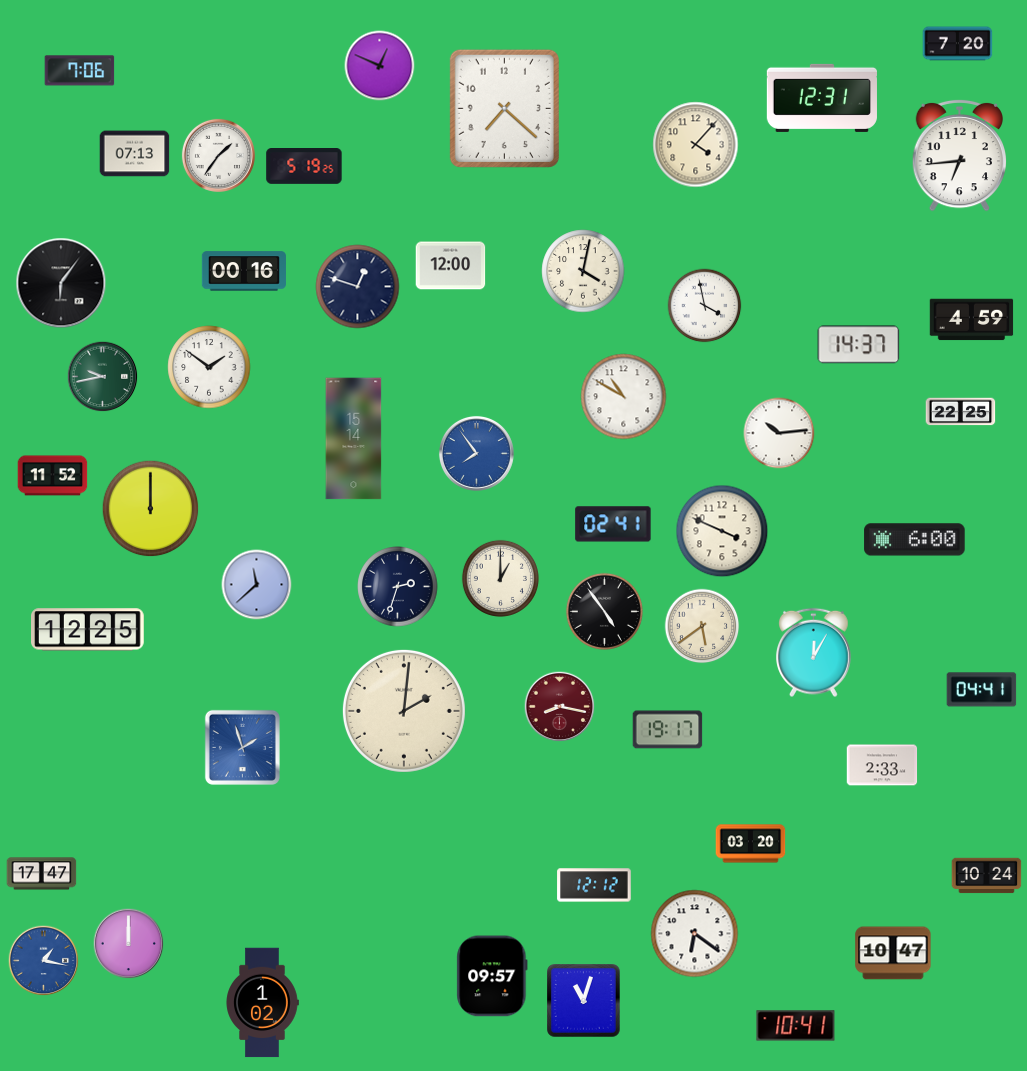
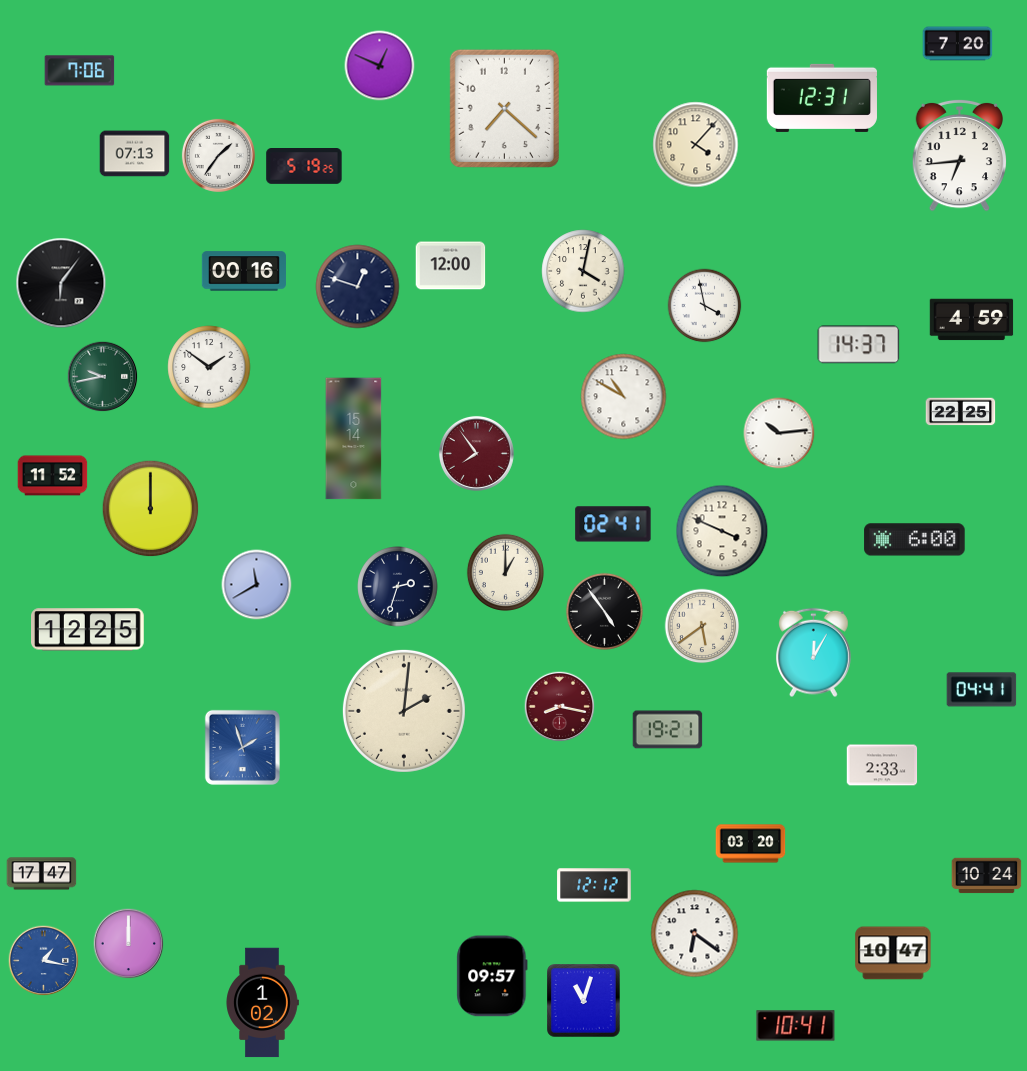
clock at (476, 453) dial: blue -> burgundy
clock at (500, 578) position: (500, 578) -> (505, 572)
clock at (257, 585): 11:38 -> 11:40
clock at (668, 730): 19:17 -> 19:21
